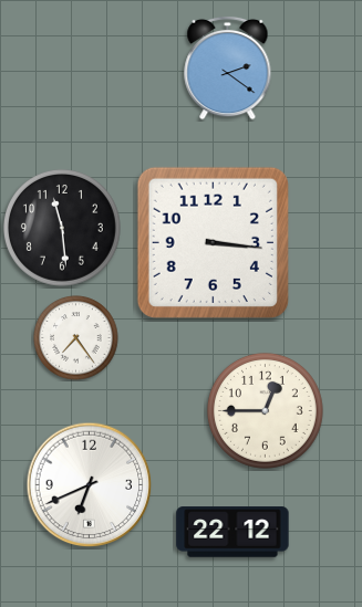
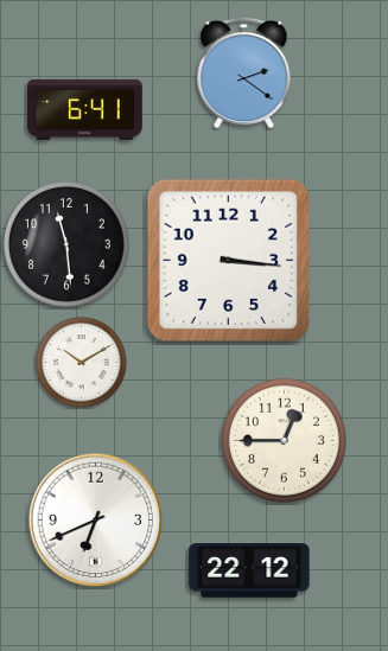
clock at (85, 109): none -> 6:41
clock at (76, 338): 7:24 -> 10:10
